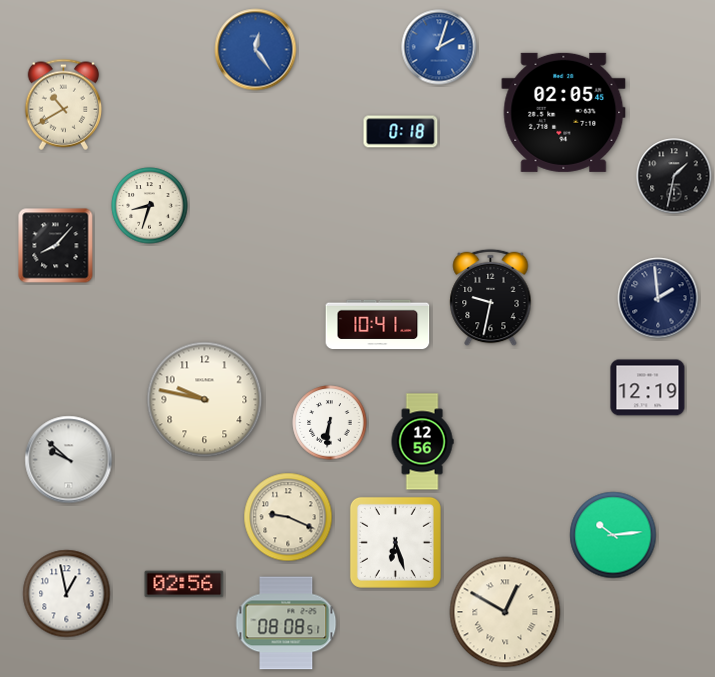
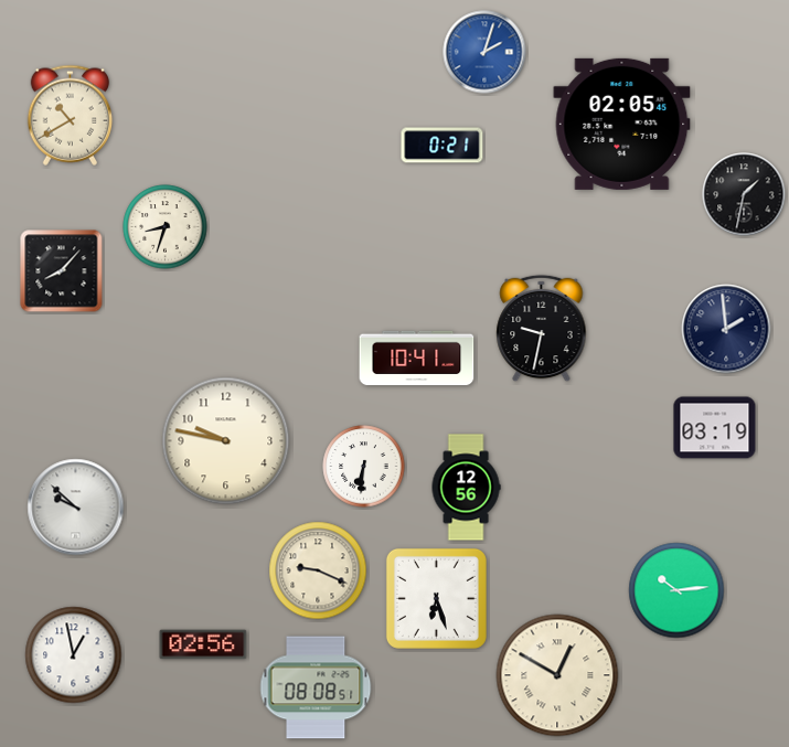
clock at (256, 50): 12:24 -> none
clock at (401, 132): 0:18 -> 0:21
clock at (648, 388): 12:19 -> 03:19
